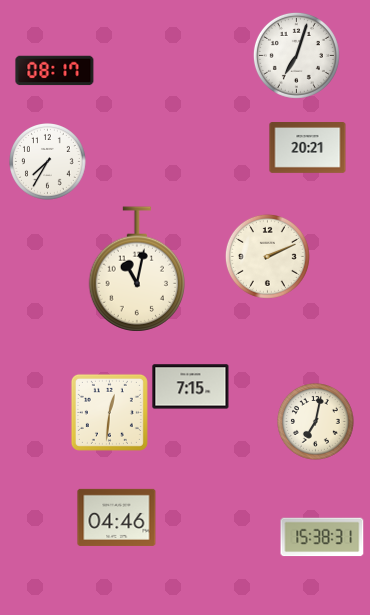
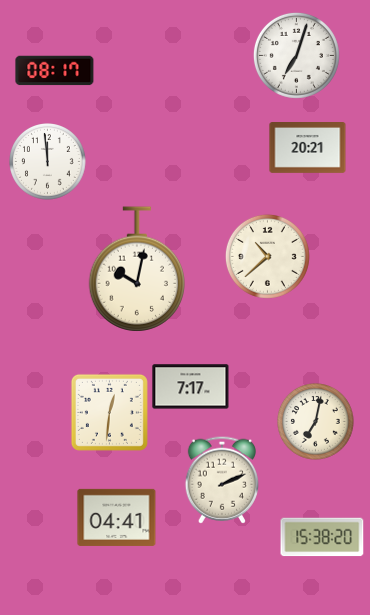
clock at (48, 162): 7:35 -> 11:59
clock at (267, 256): 2:11 -> 10:38
clock at (137, 269): 11:02 -> 10:02
clock at (191, 387): 7:15 -> 7:17
clock at (222, 480): none -> 2:11
clock at (117, 517): 04:46 -> 04:41
clock at (322, 537): 15:38:31 -> 15:38:20
